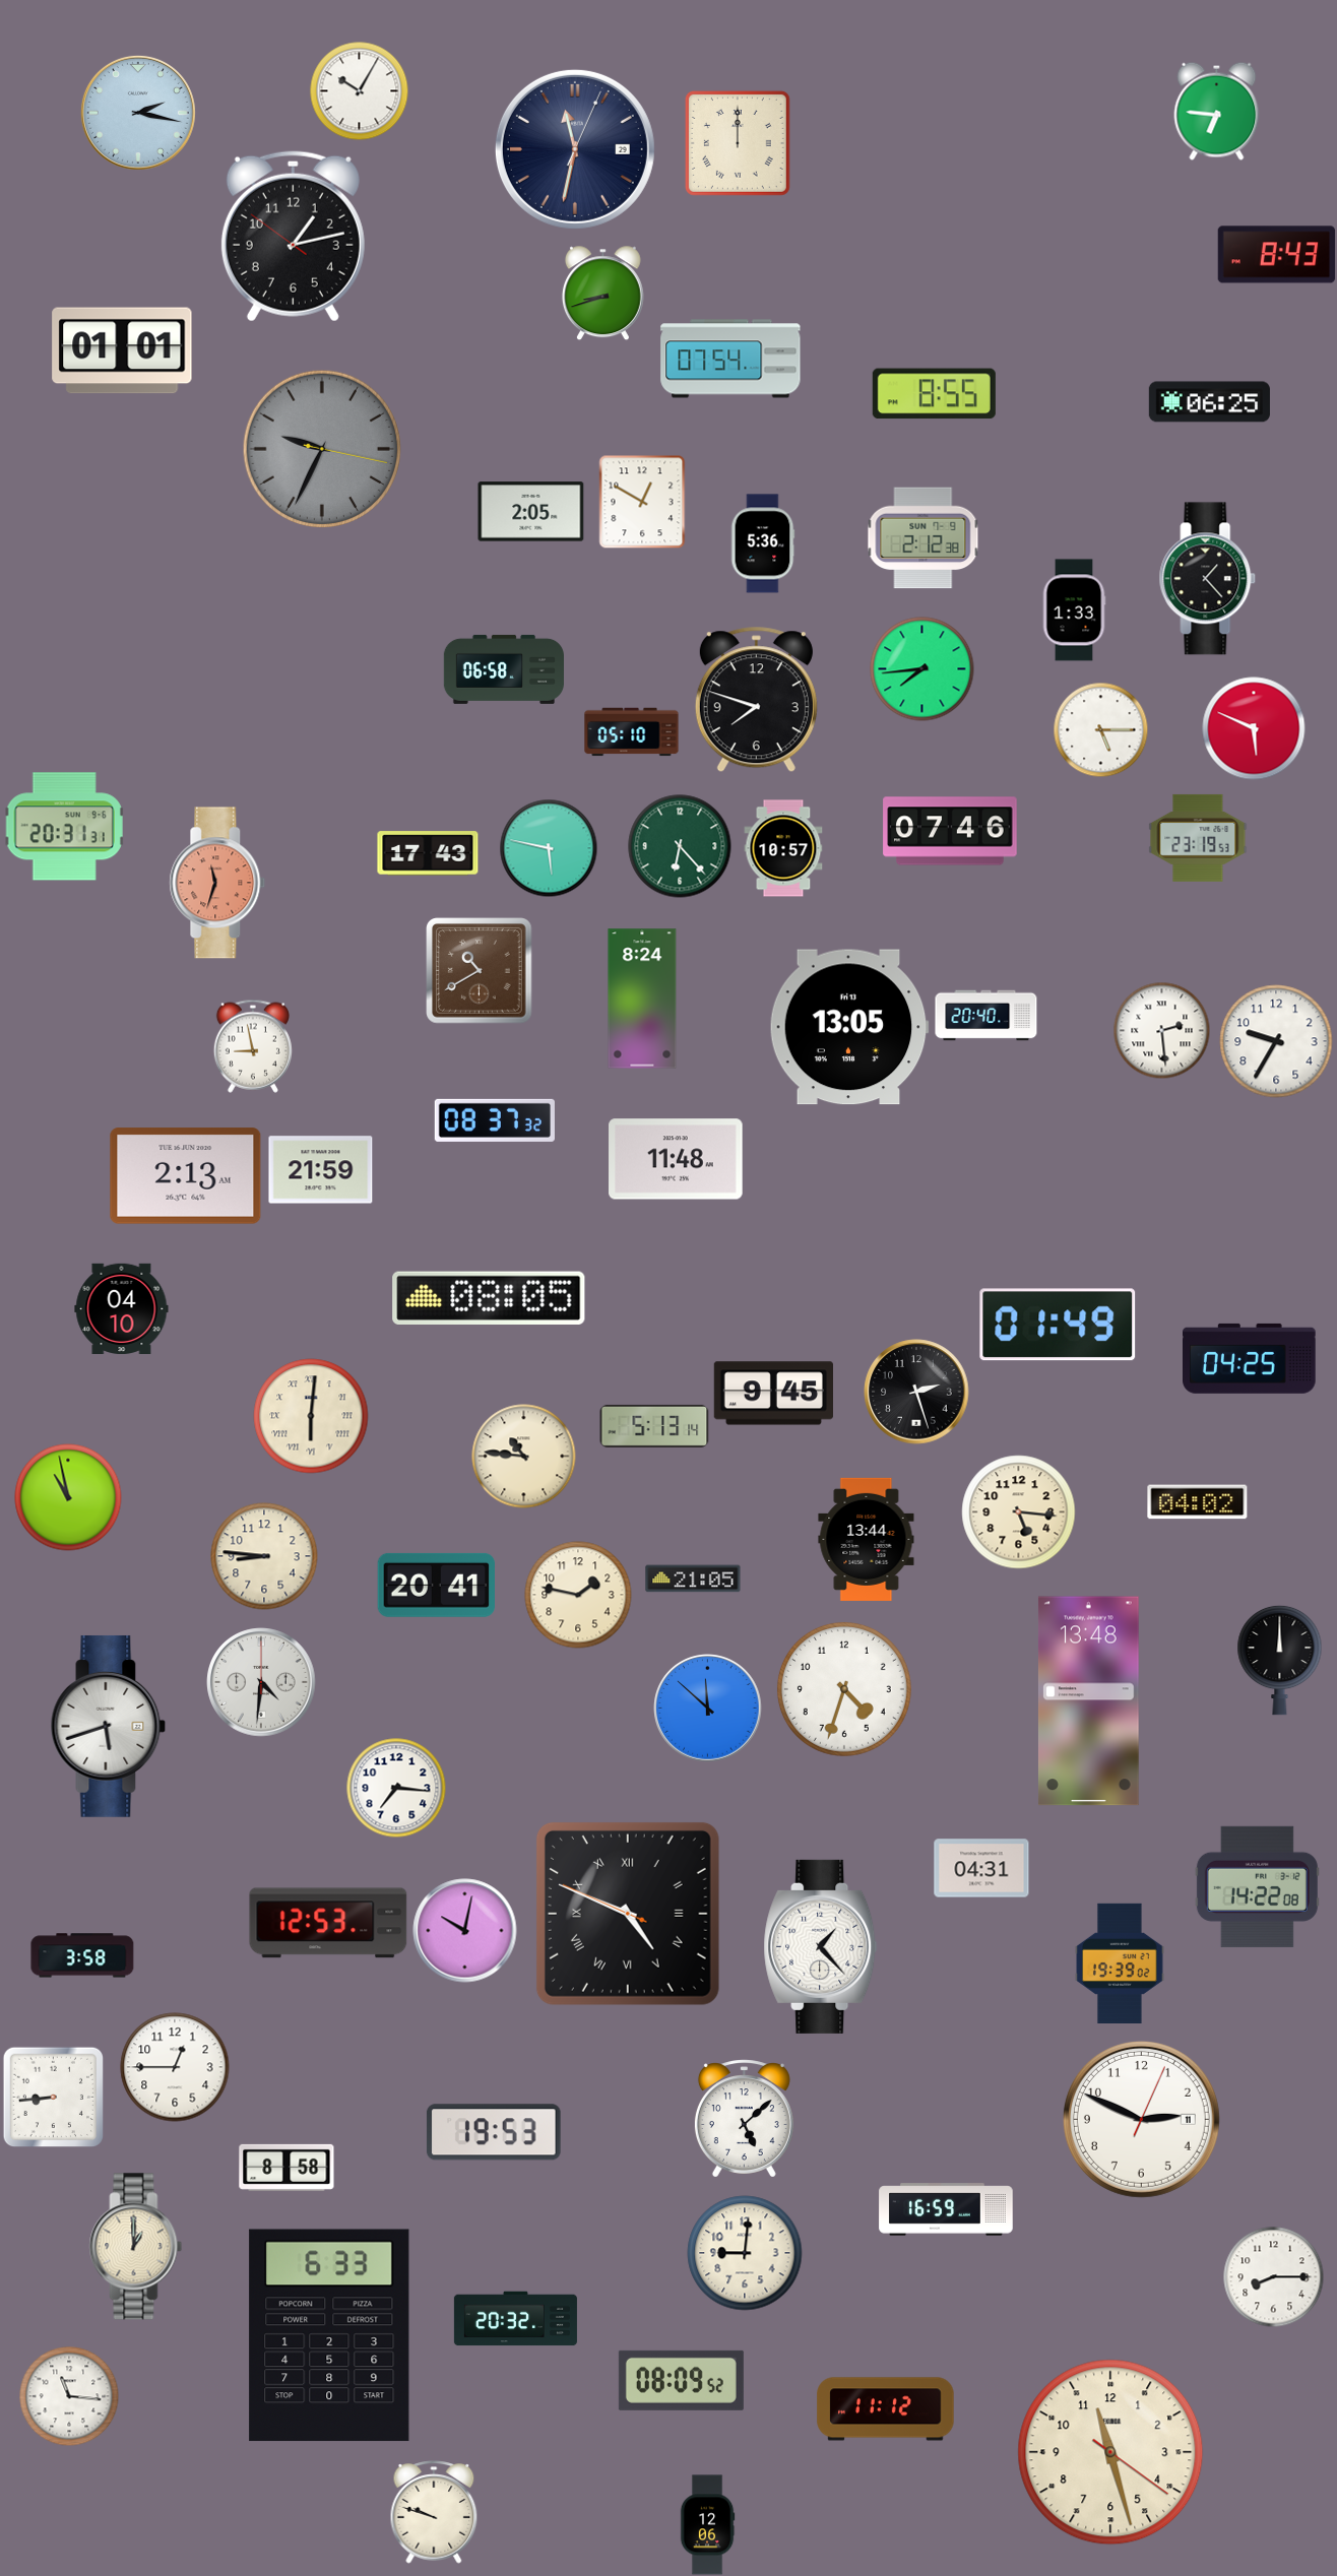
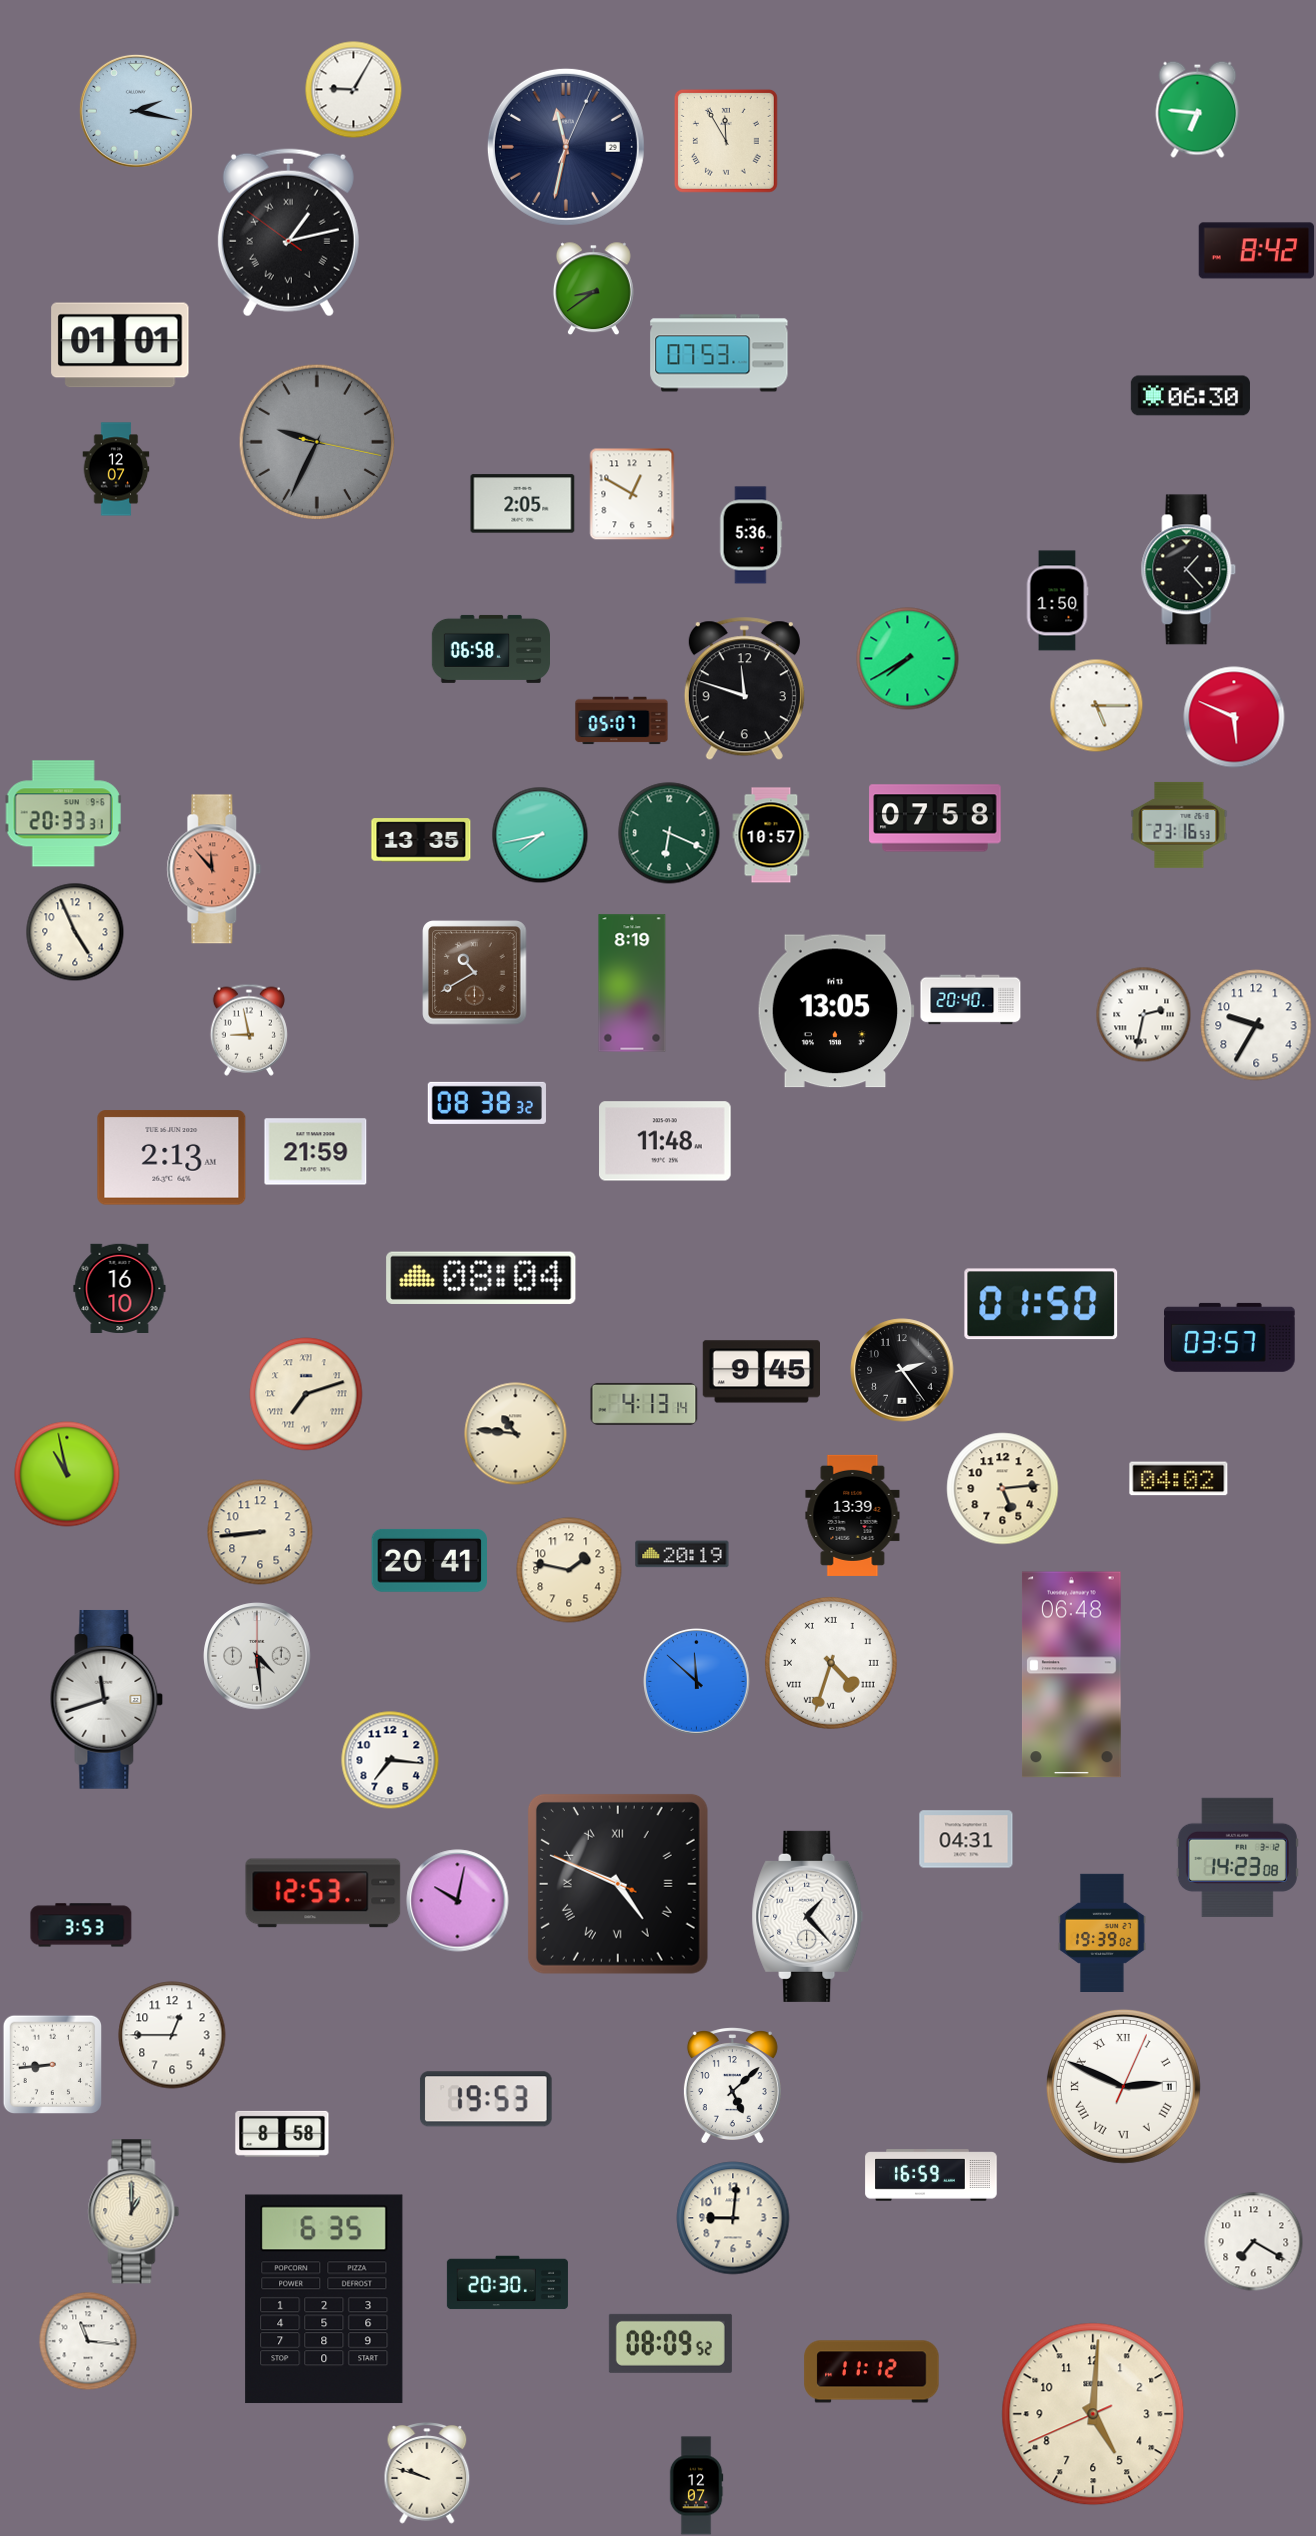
clock at (359, 90): 10:05 -> 9:05
clock at (738, 143): 12:00 -> 11:55
clock at (293, 237) numerals: Arabic -> Roman
clock at (1277, 255): 8:43 -> 8:42
clock at (602, 293): 8:42 -> 8:39
clock at (730, 359): 07:54 -> 07:53
clock at (934, 394): 8:55 -> none
clock at (1209, 402): 06:25 -> 06:30
clock at (116, 469): none -> 12:07
clock at (924, 538): 2:12 -> none
clock at (1074, 610): 1:33 -> 1:50
clock at (504, 669) position: (504, 669) -> (491, 649)
clock at (922, 669): 7:44 -> 7:40
clock at (756, 700): 7:48 -> 11:48
clock at (1100, 729) position: (1100, 729) -> (1096, 705)
clock at (632, 732): 05:10 -> 05:07
clock at (65, 827): 20:31 -> 20:33
clock at (950, 831): 07:46 -> 07:58
clock at (1198, 838): 23:19 -> 23:16
clock at (680, 846): 6:23 -> 6:19
clock at (549, 848): 5:47 -> 7:43
clock at (428, 853): 17:43 -> 13:35
clock at (217, 883): 11:33 -> 11:53
clock at (75, 932): none -> 4:56
clock at (480, 971) position: (480, 971) -> (475, 973)
clock at (642, 999): 8:24 -> 8:19
clock at (1161, 1030): 2:29 -> 2:32
clock at (495, 1120): 08:37 -> 08:38
clock at (186, 1176) position: (186, 1176) -> (172, 1158)
clock at (489, 1297): 08:05 -> 08:04
clock at (122, 1308): 04:10 -> 16:10
clock at (1058, 1325): 01:49 -> 01:50
clock at (1250, 1358): 04:25 -> 03:57
clock at (916, 1392): 2:27 -> 2:24
clock at (311, 1416): 6:01 -> 7:12
clock at (654, 1426): 5:13 -> 4:13
clock at (1019, 1512): 5:16 -> 5:14
clock at (867, 1539): 13:44 -> 13:39
clock at (264, 1556): 8:46 -> 8:44
clock at (693, 1579): 21:05 -> 20:19
clock at (1280, 1660): 12:00 -> none
clock at (261, 1682): 4:31 -> 4:29
clock at (844, 1689) numerals: Arabic -> Roman
clock at (1089, 1701): 13:48 -> 06:48
clock at (109, 1726): 5:42 -> 11:42
clock at (1257, 1886): 14:22 -> 14:23
clock at (82, 1955): 3:58 -> 3:53
clock at (1141, 2119) numerals: Arabic -> Roman
clock at (1274, 2277): 8:15 -> 7:20
clock at (515, 2319): 20:32 -> 20:30
clock at (329, 2335): 6:33 -> 6:35
clock at (69, 2396) position: (69, 2396) -> (88, 2341)
clock at (1110, 2452): 11:27 -> 5:00
clock at (707, 2525): 12:06 -> 12:07
